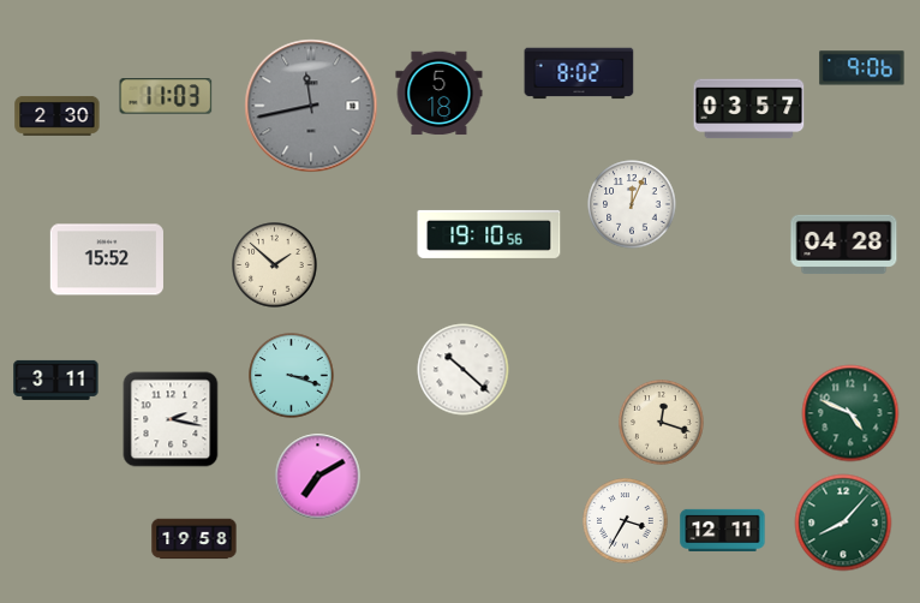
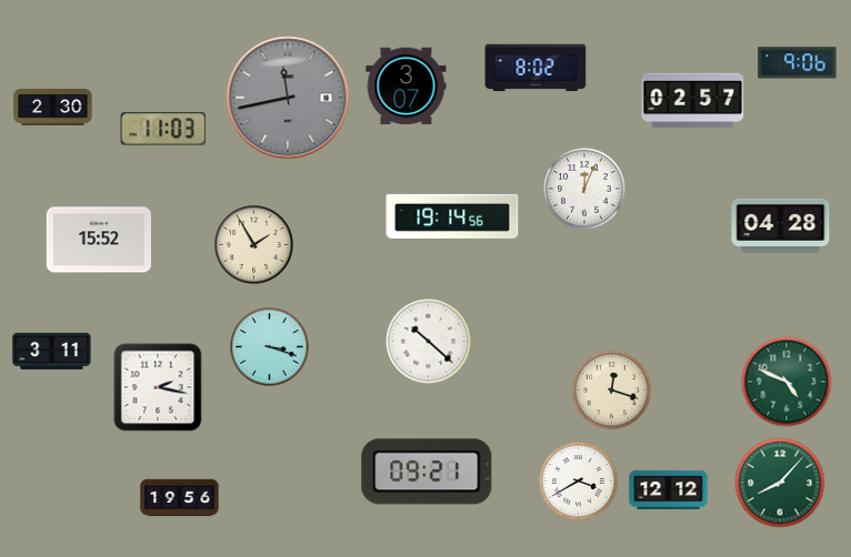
clock at (440, 94): 5:18 -> 3:07
clock at (166, 96) position: (166, 96) -> (163, 129)
clock at (749, 109): 03:57 -> 02:57
clock at (489, 234): 19:10 -> 19:14
clock at (275, 265): 1:52 -> 1:55
clock at (318, 477): 7:10 -> none
clock at (427, 472): none -> 09:21
clock at (626, 521): 3:35 -> 3:40
clock at (723, 530): 12:11 -> 12:12
clock at (195, 539): 19:58 -> 19:56
